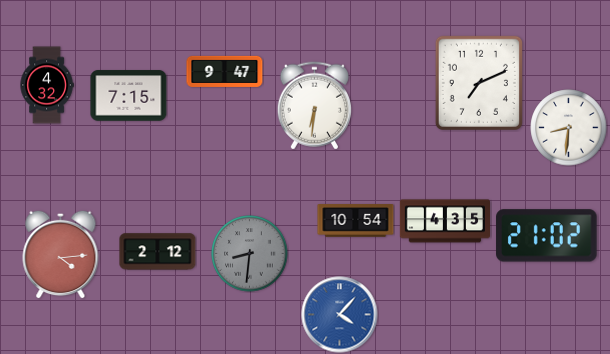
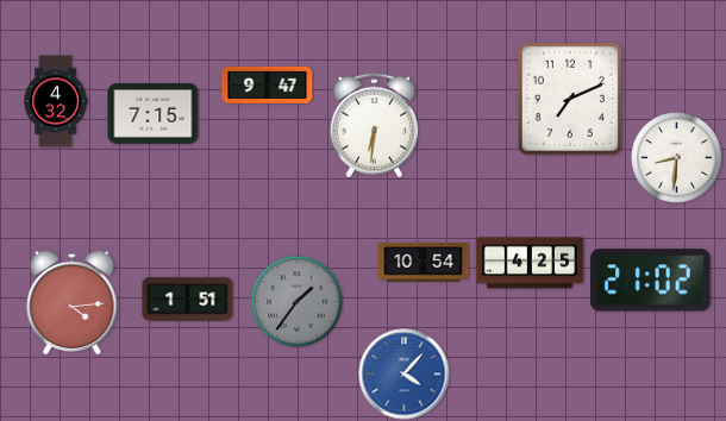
clock at (569, 128) position: (569, 128) -> (677, 158)
clock at (444, 221): 4:35 -> 4:25
clock at (158, 252): 2:12 -> 1:51
clock at (250, 254): 8:31 -> 1:36
